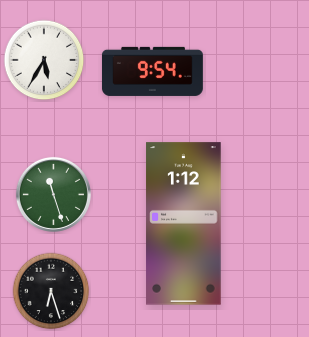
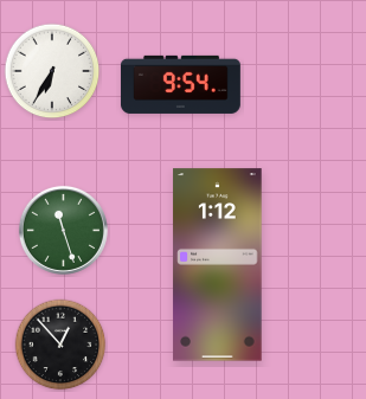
clock at (44, 60): 5:35 -> 6:35
clock at (51, 291): 6:27 -> 12:53
